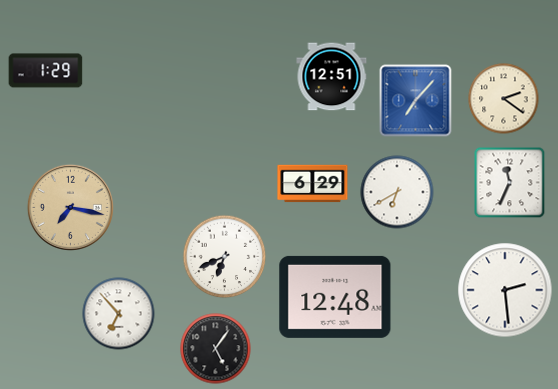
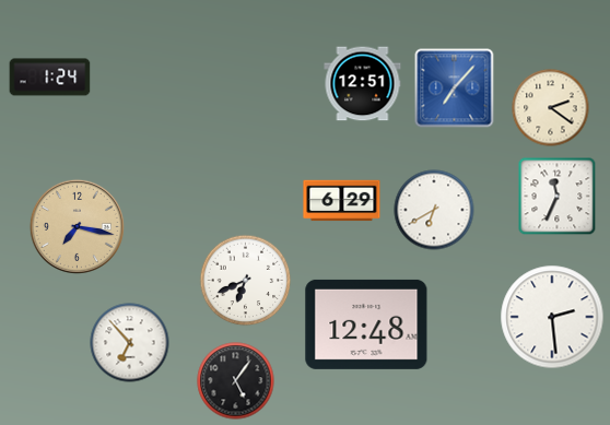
clock at (46, 71): 1:29 -> 1:24
clock at (416, 101) position: (416, 101) -> (455, 88)
clock at (510, 183) position: (510, 183) -> (558, 197)
